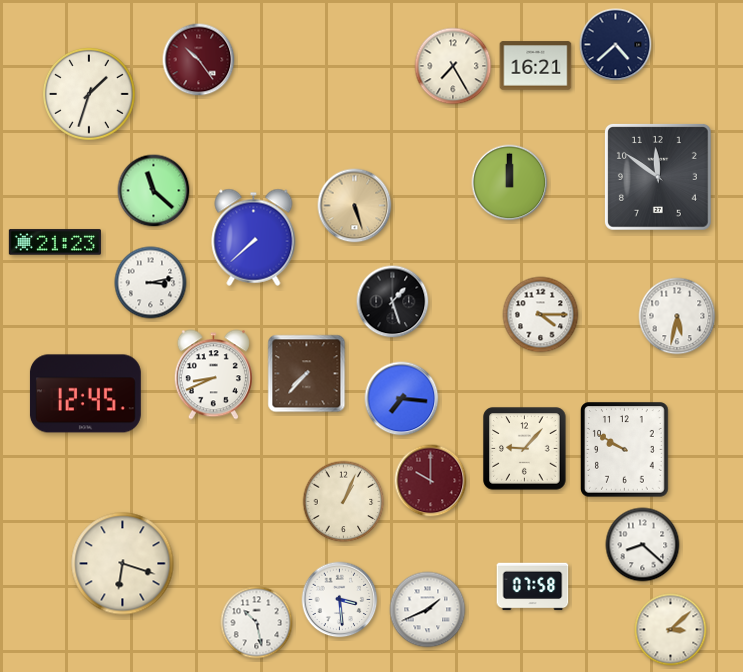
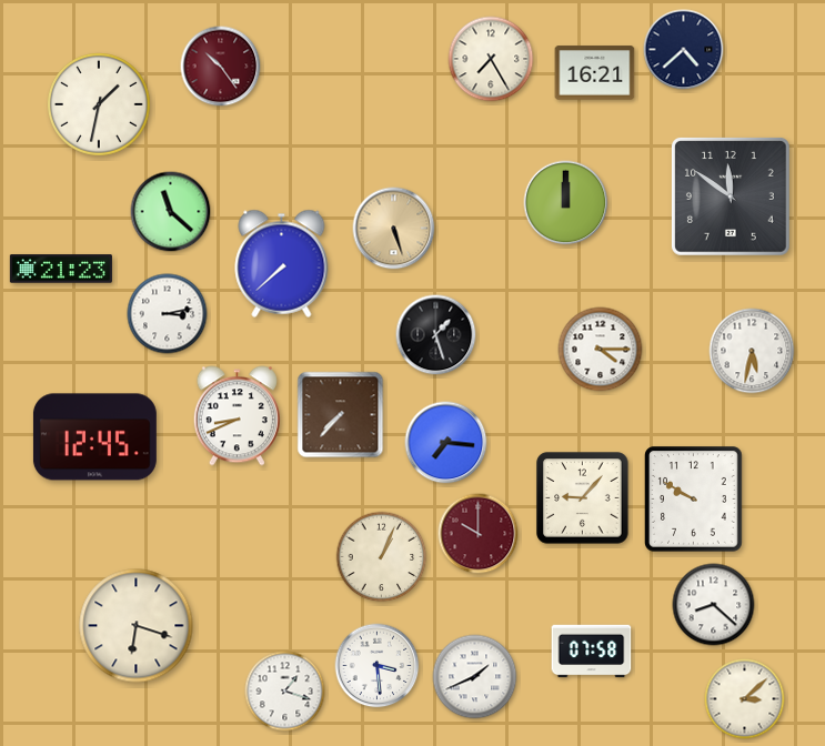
clock at (453, 66) position: (453, 66) -> (491, 59)
clock at (90, 95): 1:33 -> 1:32
clock at (257, 623): 10:28 -> 1:18
